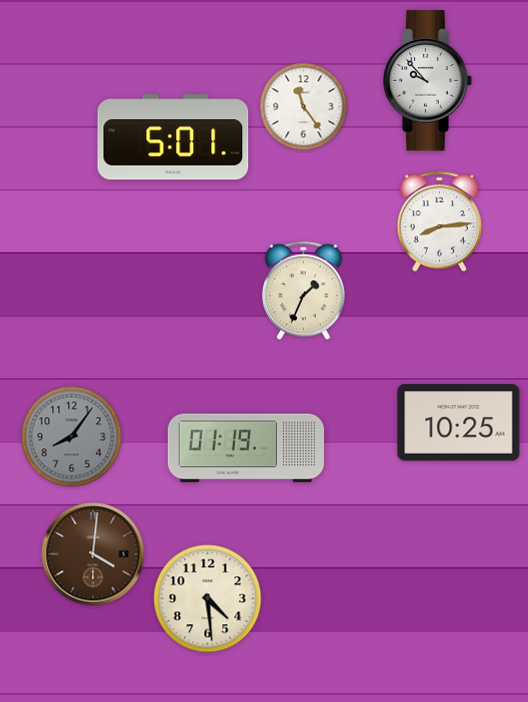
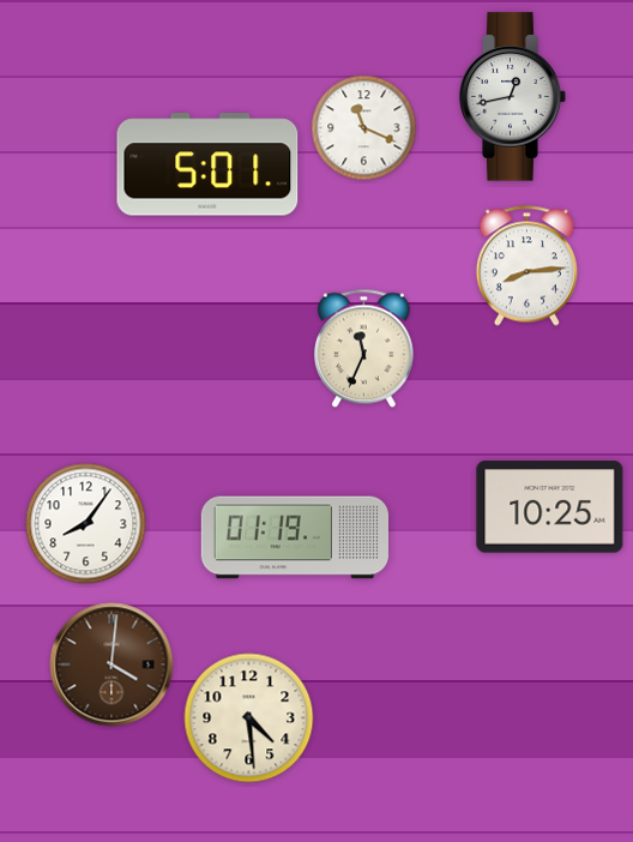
clock at (428, 81): 9:53 -> 12:43
clock at (304, 107): 11:24 -> 11:19
clock at (303, 291): 1:34 -> 11:34
clock at (72, 437) dial: grey -> white
